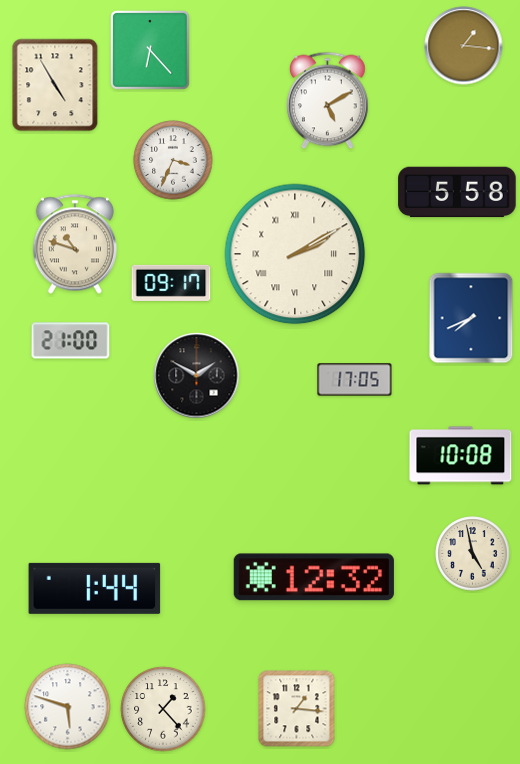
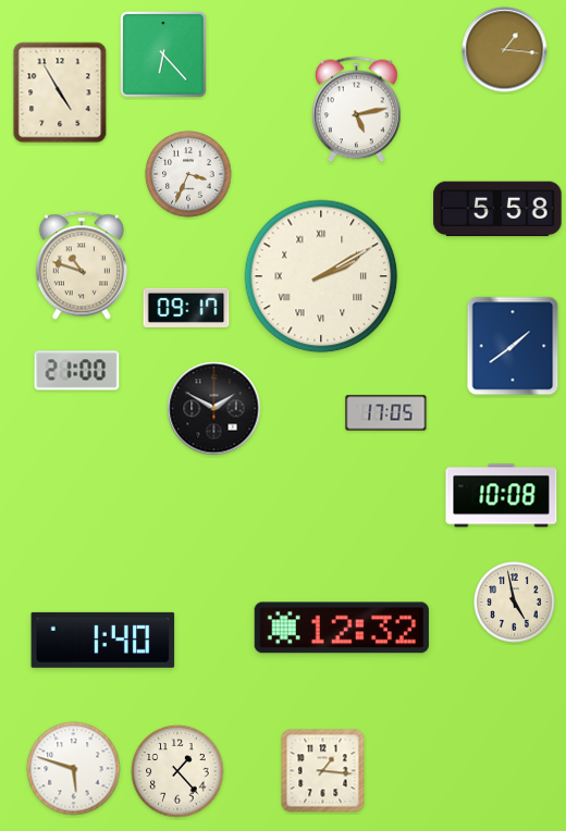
clock at (328, 101): 5:10 -> 5:13
clock at (471, 318): 7:41 -> 1:39
clock at (95, 588): 1:44 -> 1:40
